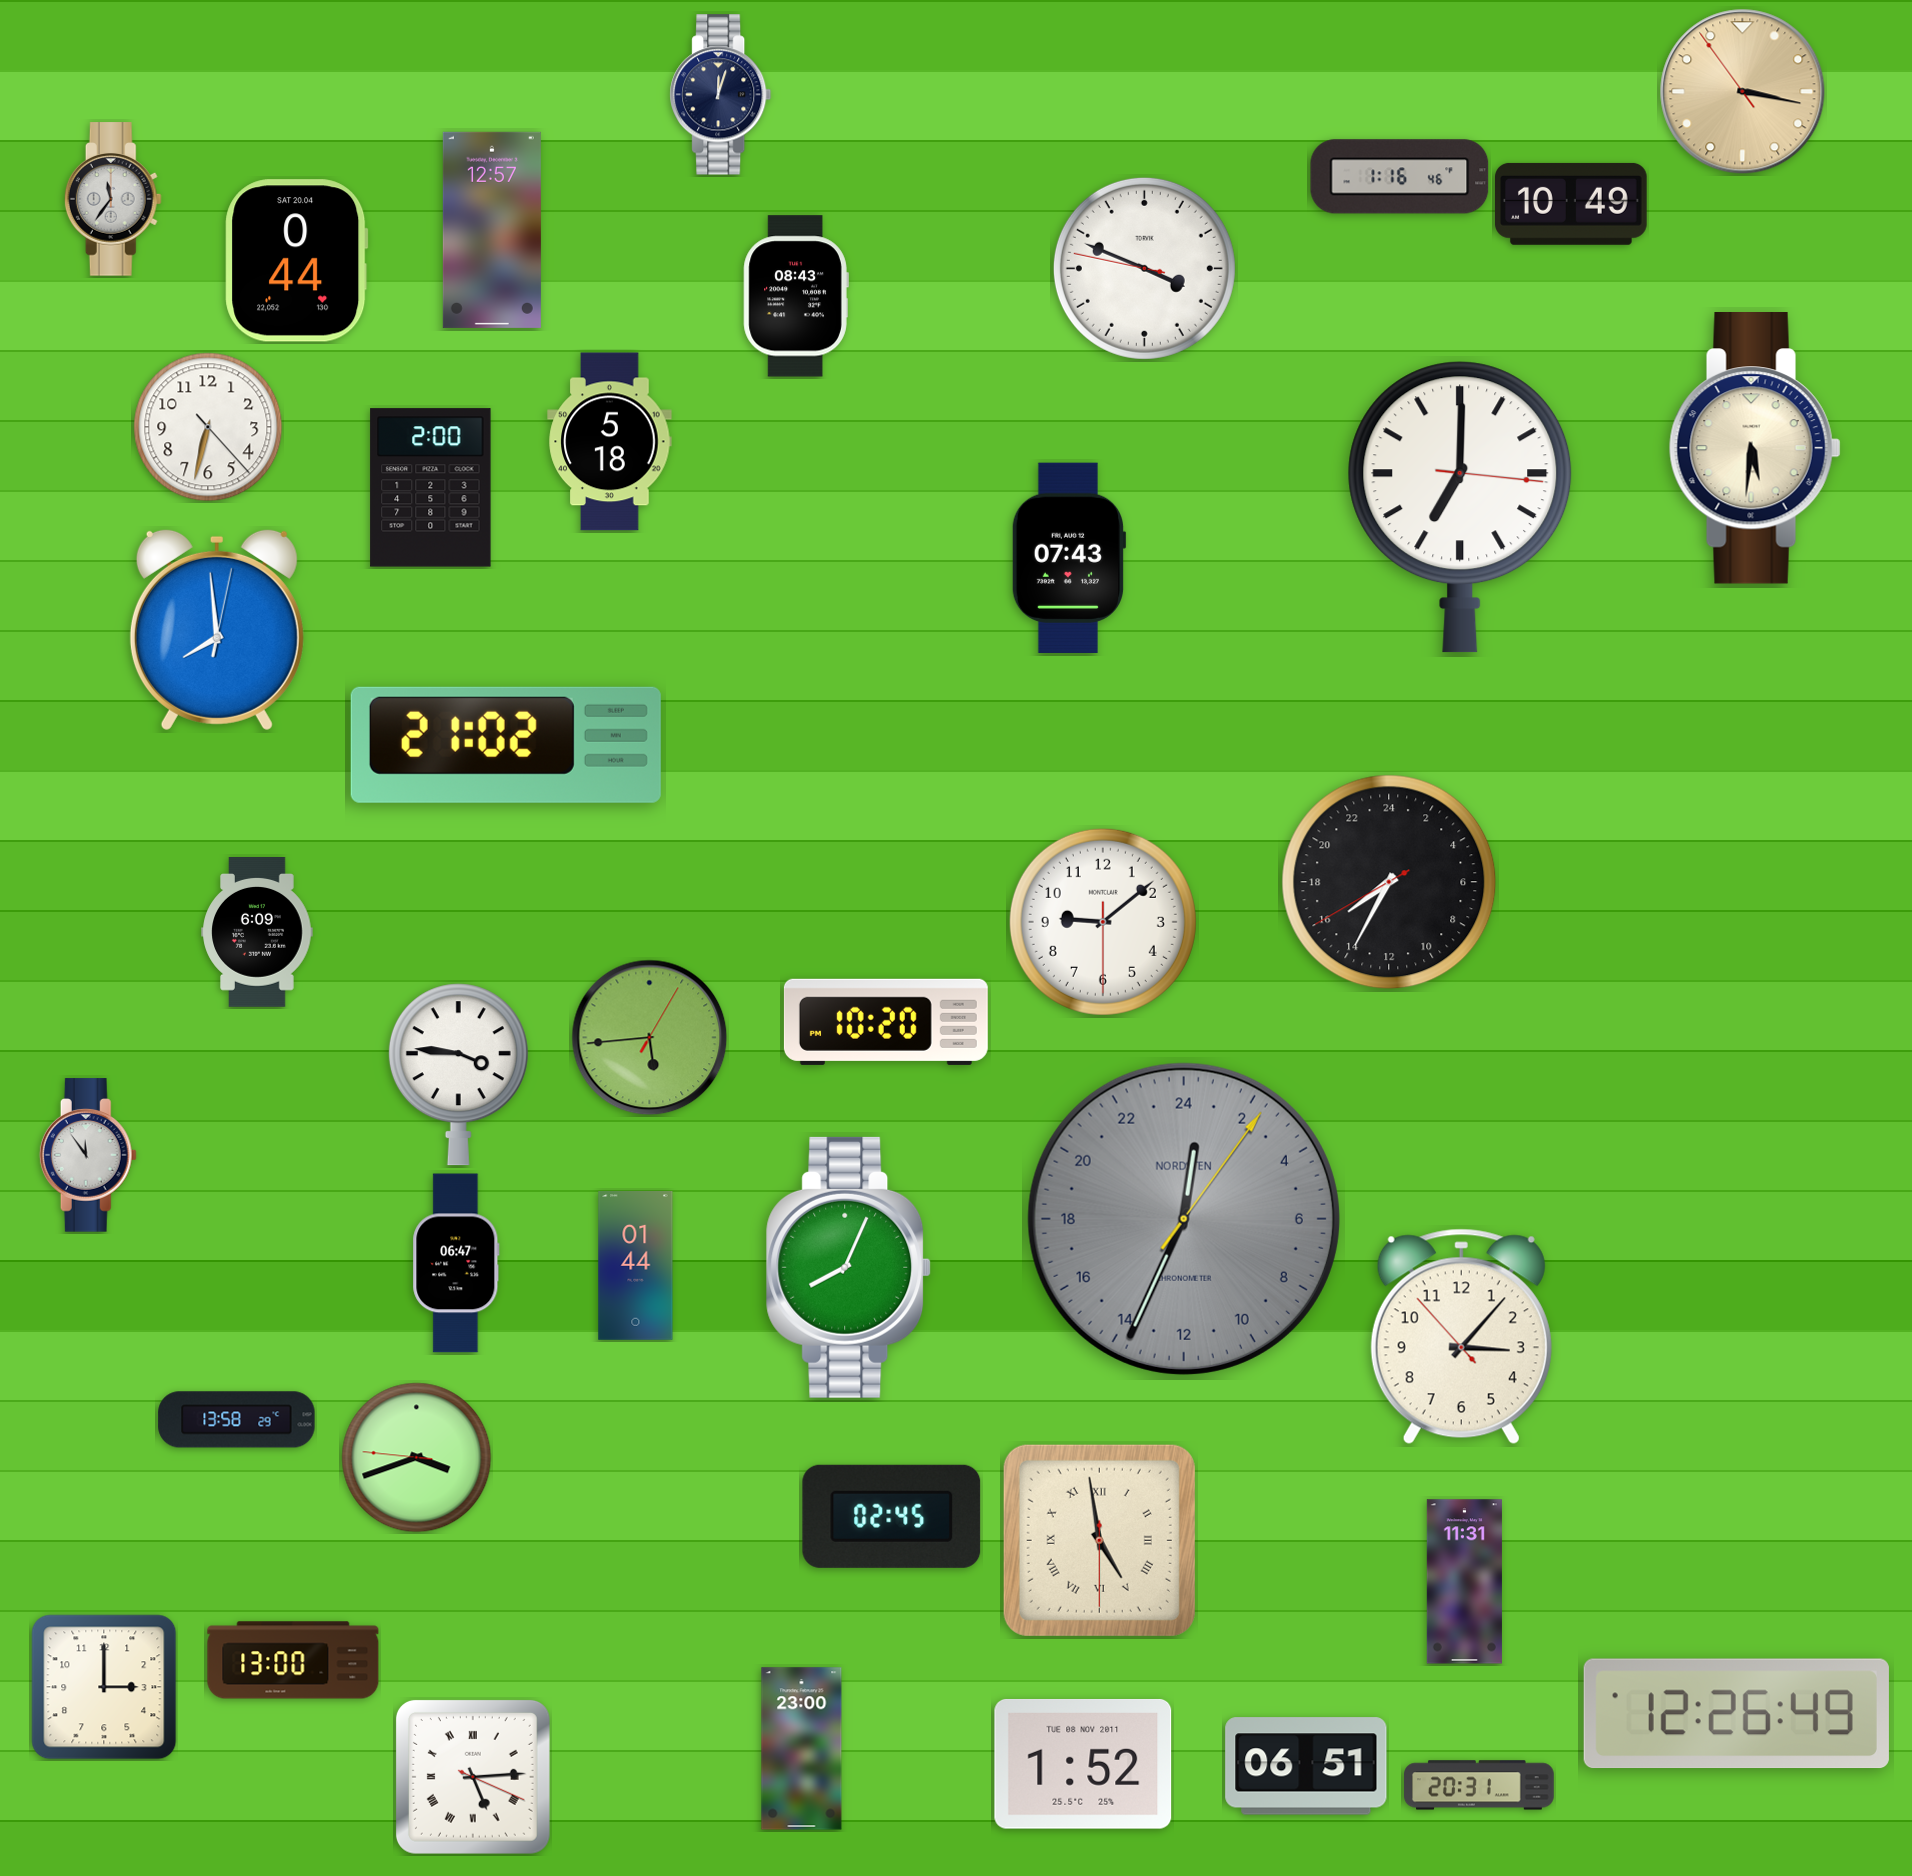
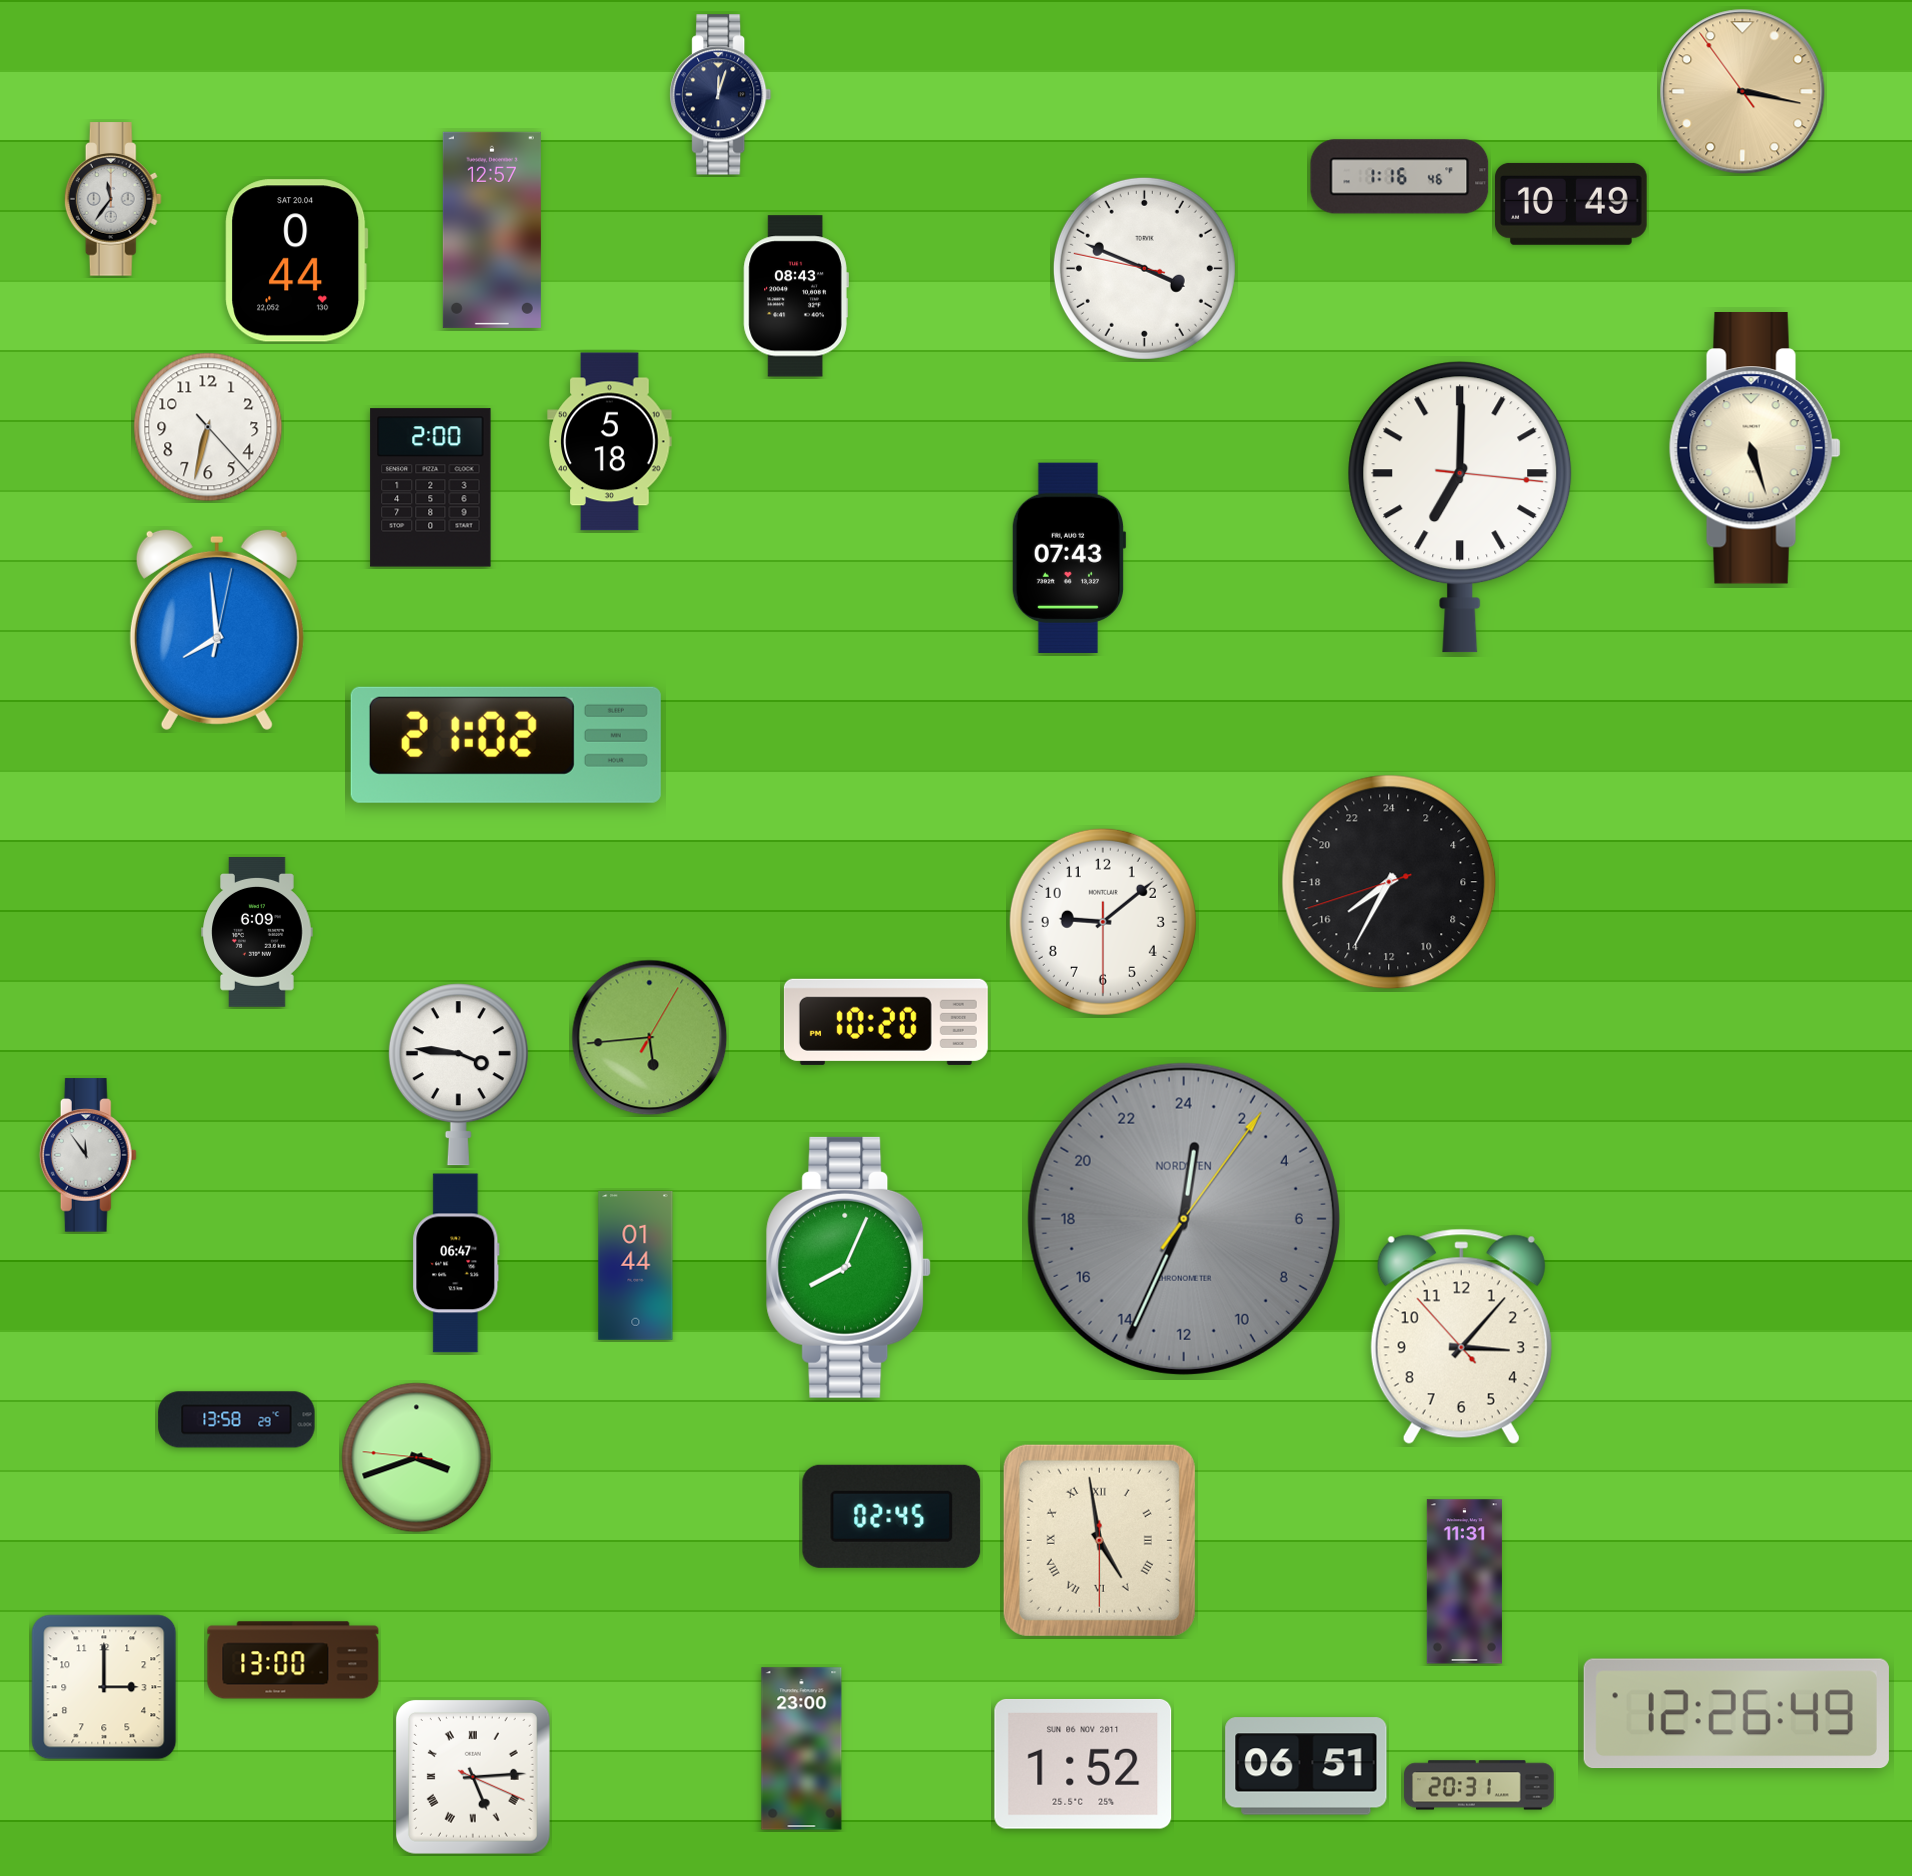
clock at (1755, 449): 5:31 -> 5:27
clock at (1389, 882): 15:34:40 -> 15:34:42
clock at (1083, 1764) date: TUE 08 NOV 2011 -> SUN 06 NOV 2011
